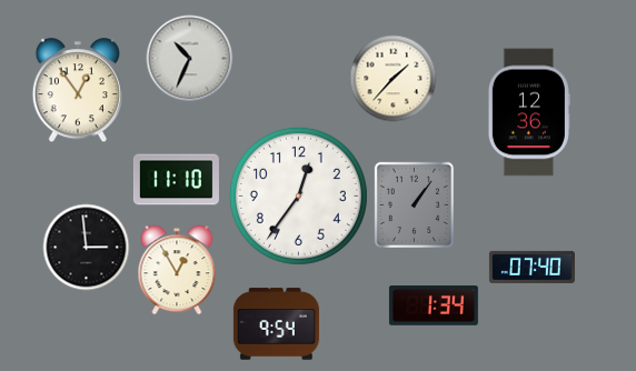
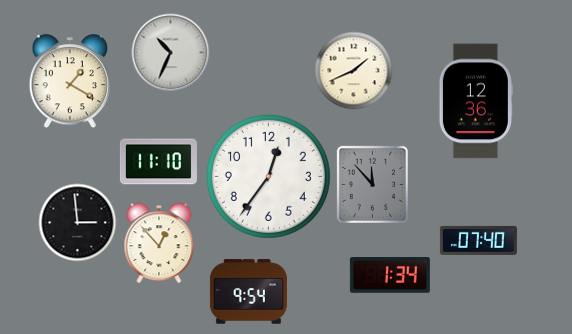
clock at (392, 78): 1:37 -> 1:41
clock at (78, 90): 12:54 -> 1:20
clock at (414, 204): 1:06 -> 11:53
clock at (177, 270): 12:55 -> 12:53
